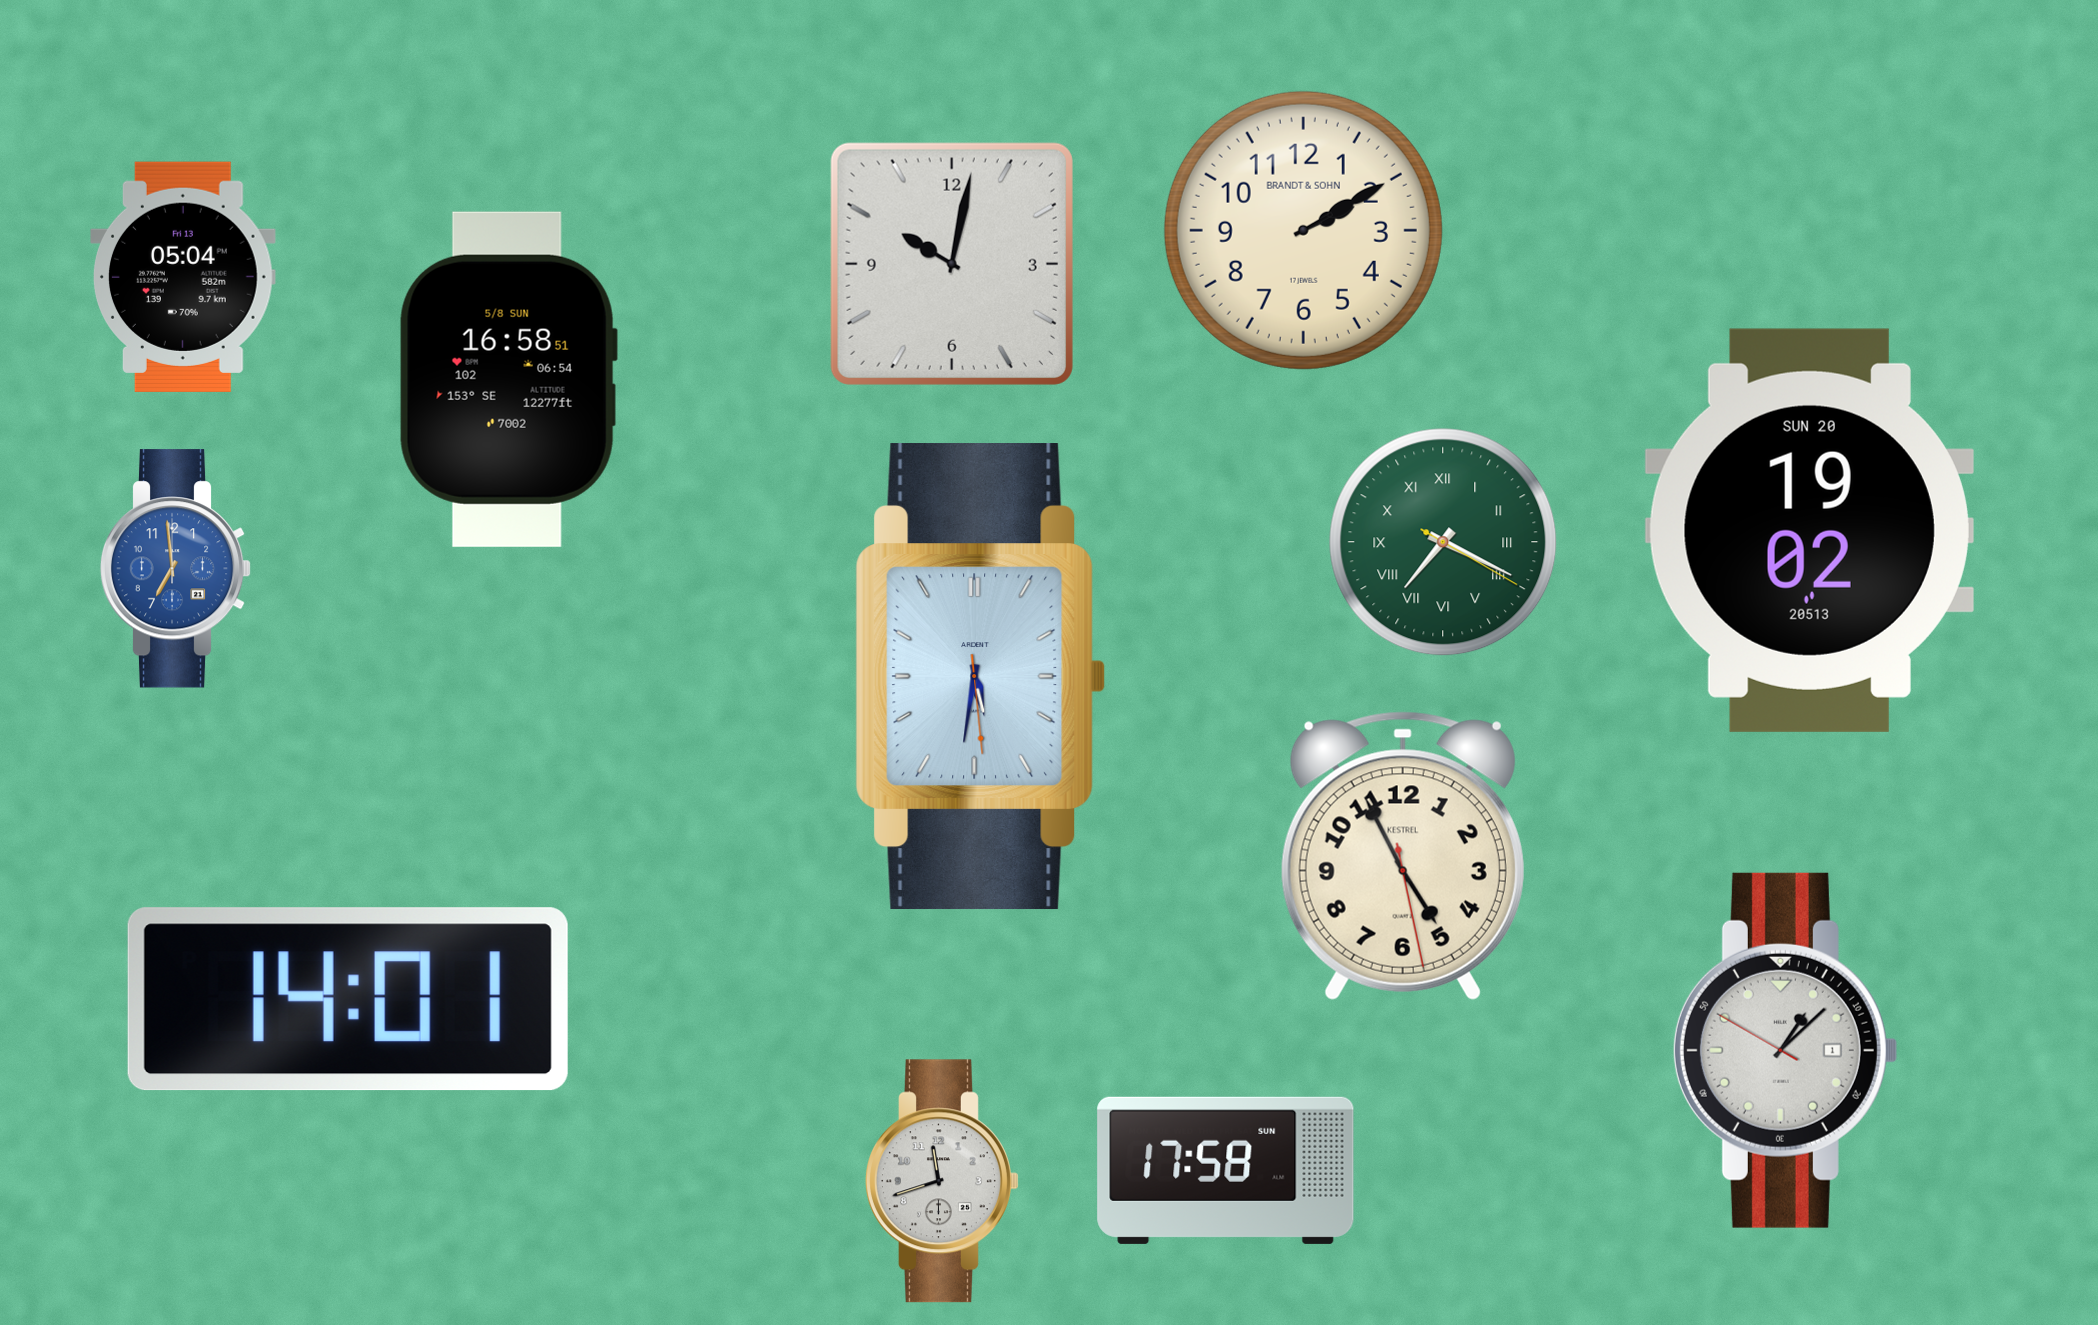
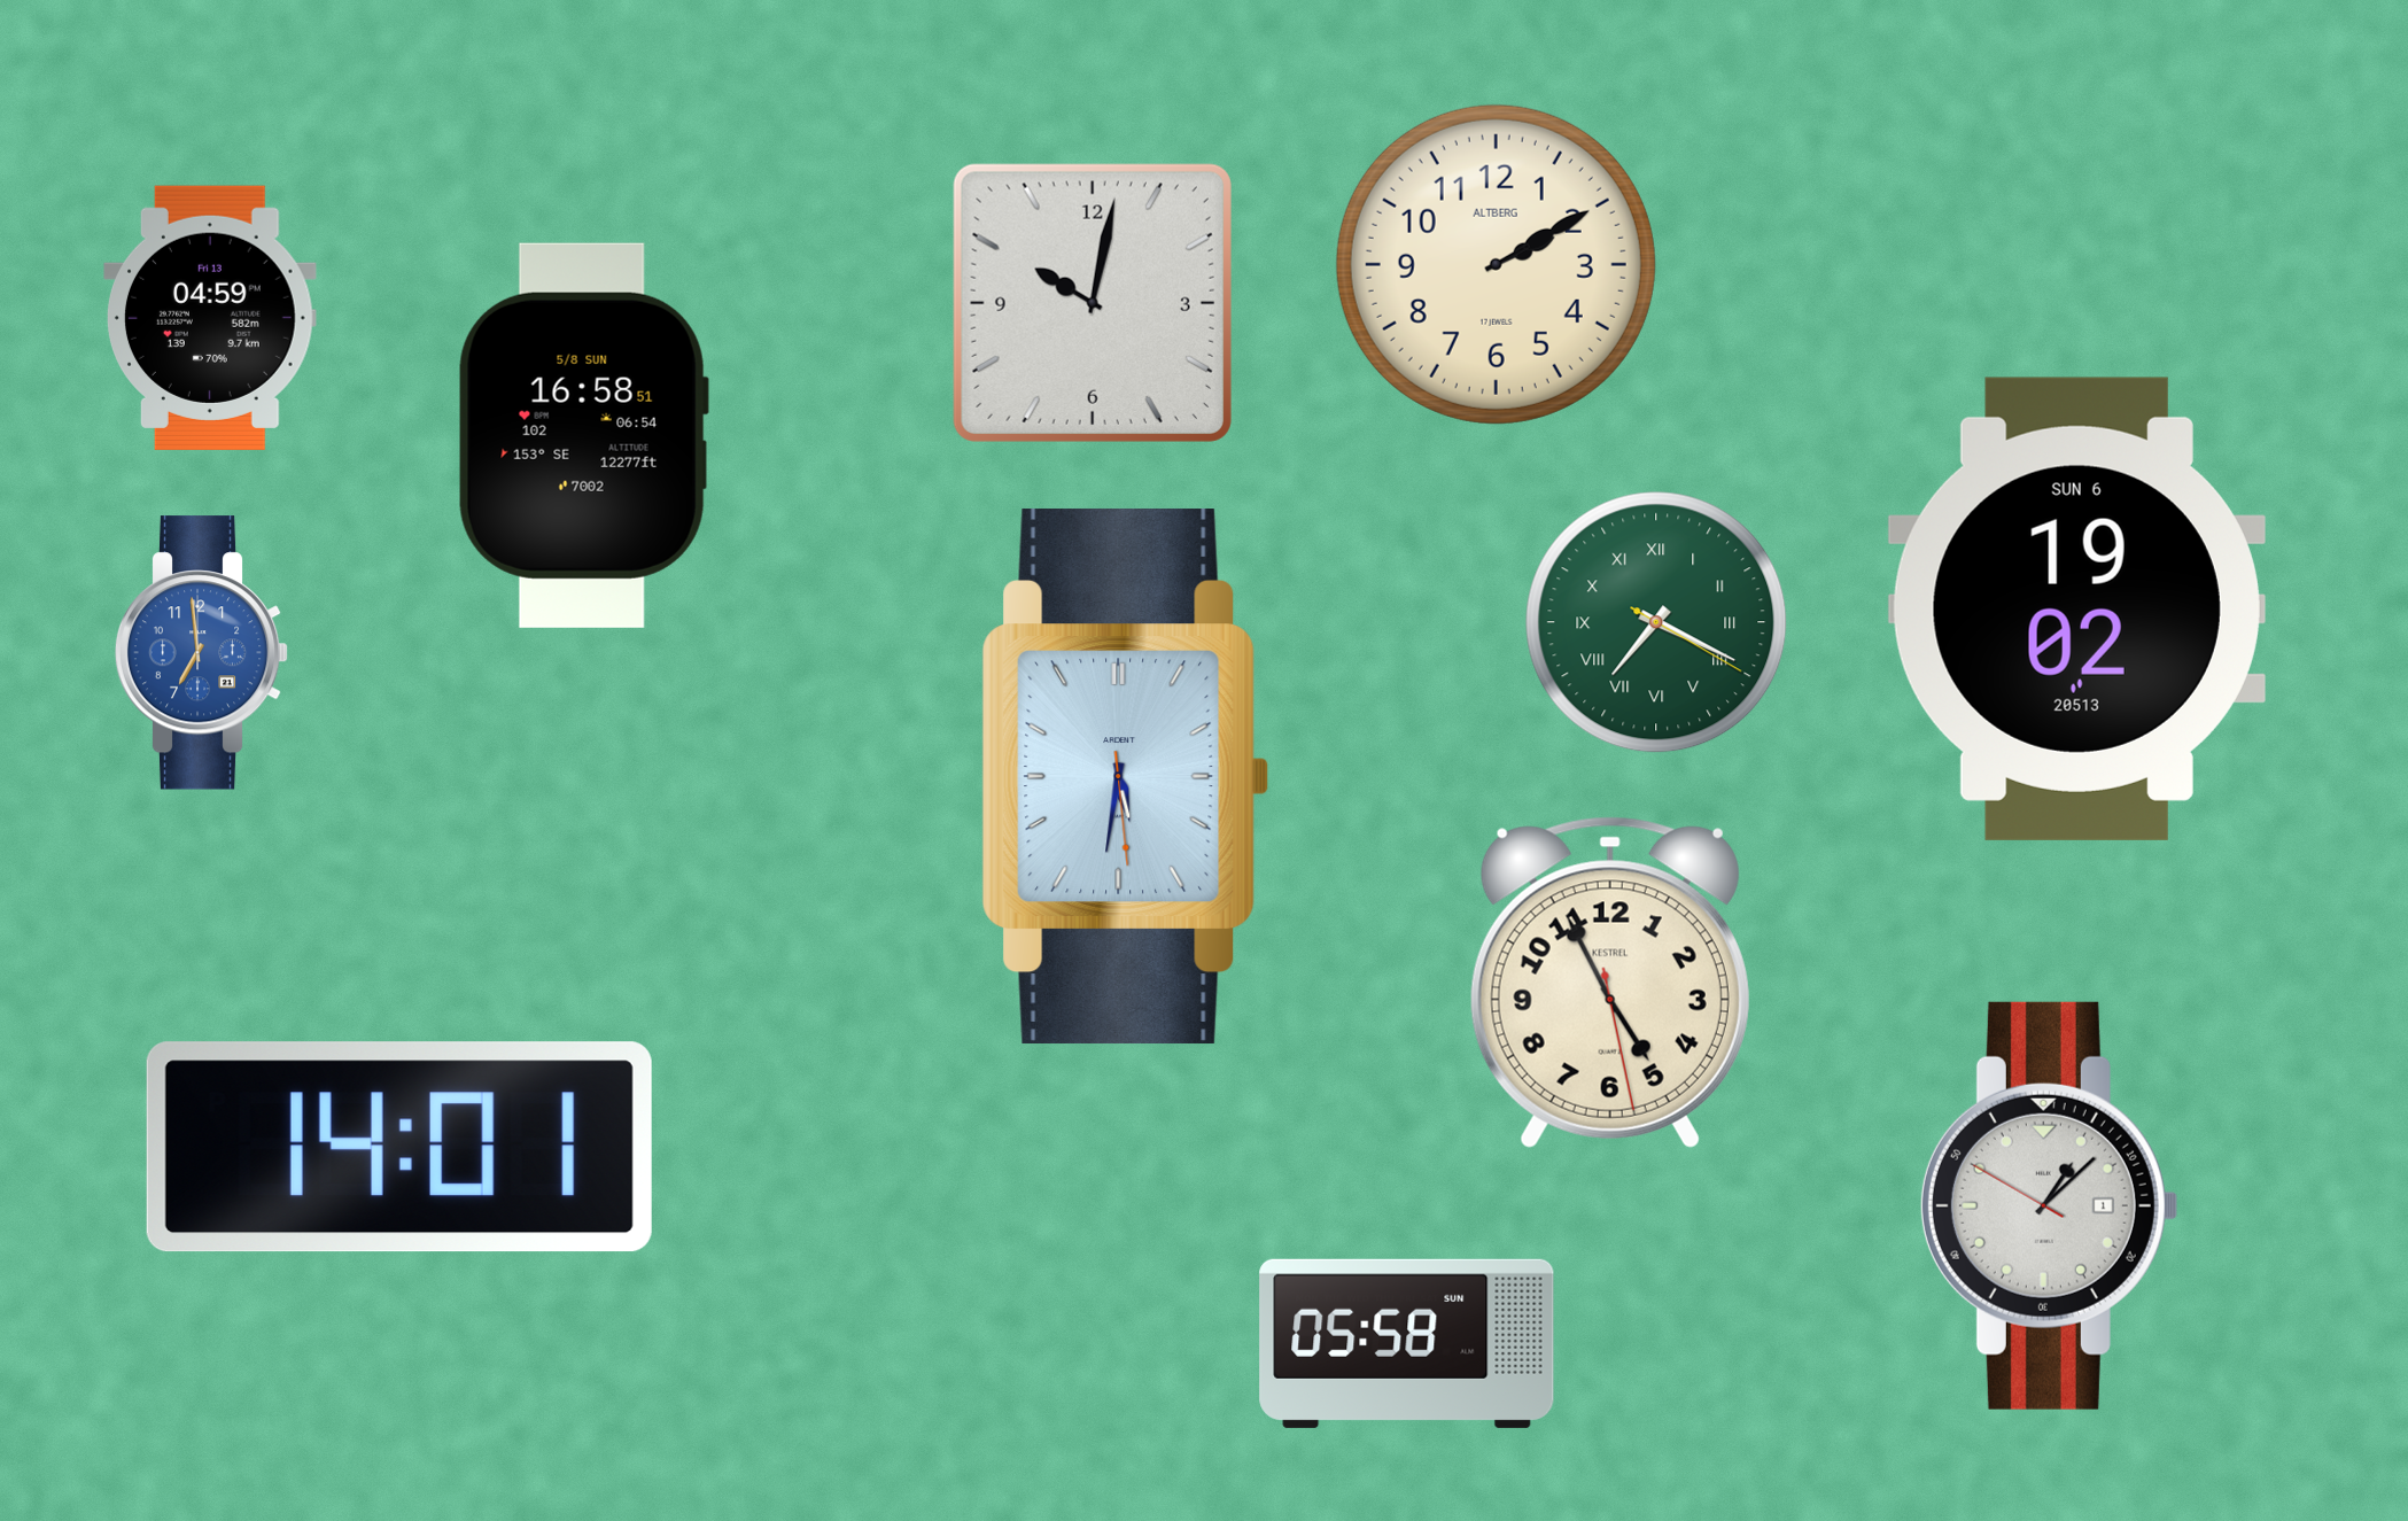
clock at (1303, 230) brand: BRANDT & SOHN -> ALTBERG
clock at (184, 277): 05:04 -> 04:59
clock at (1809, 530) date: SUN 20 -> SUN 6
clock at (1226, 1170): 17:58 -> 05:58
clock at (943, 1181): 11:42 -> none
